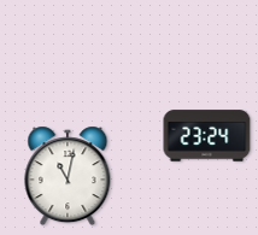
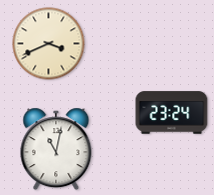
clock at (49, 44): none -> 3:41
clock at (68, 176) position: (68, 176) -> (56, 149)
